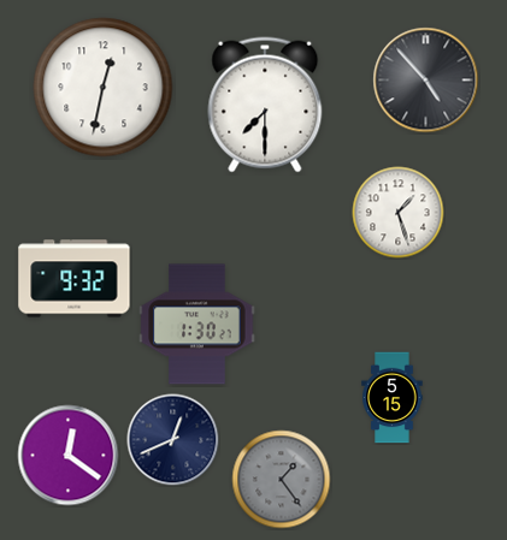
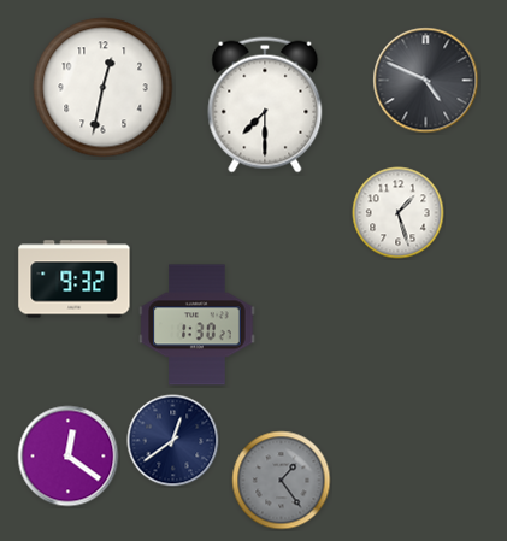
clock at (426, 81): 4:53 -> 4:49
clock at (393, 398): 5:15 -> none
clock at (173, 440): 12:41 -> 12:39
